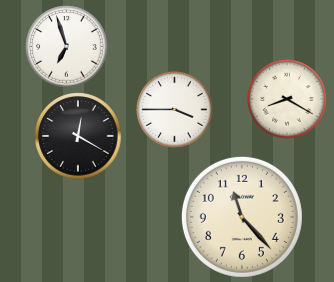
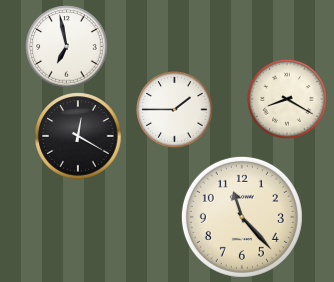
clock at (67, 47): 6:57 -> 6:58
clock at (175, 110): 3:45 -> 1:45
